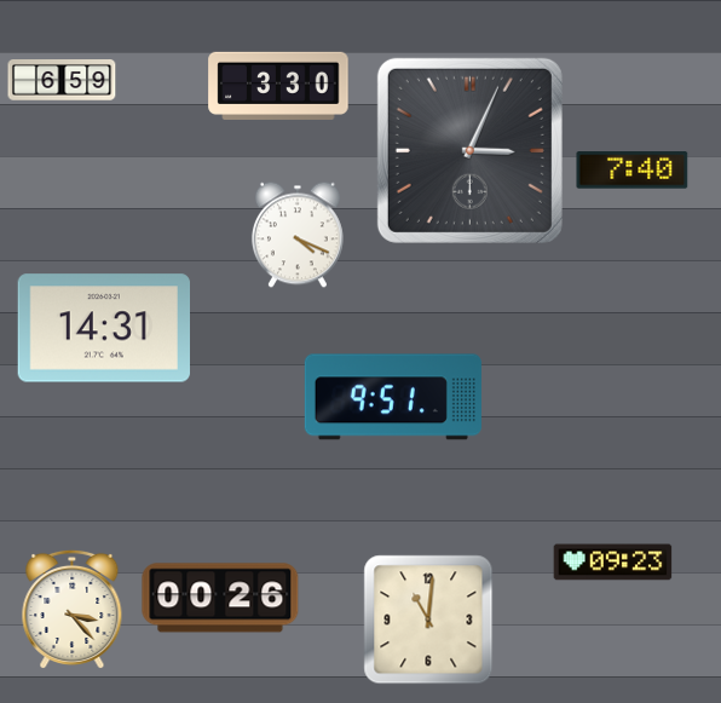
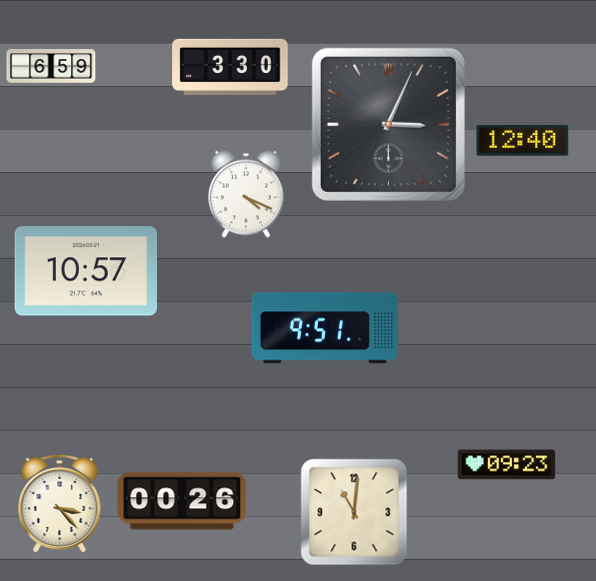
clock at (278, 86) position: (278, 86) -> (230, 67)
clock at (633, 171): 7:40 -> 12:40
clock at (103, 328): 14:31 -> 10:57
clock at (220, 598) position: (220, 598) -> (182, 501)
